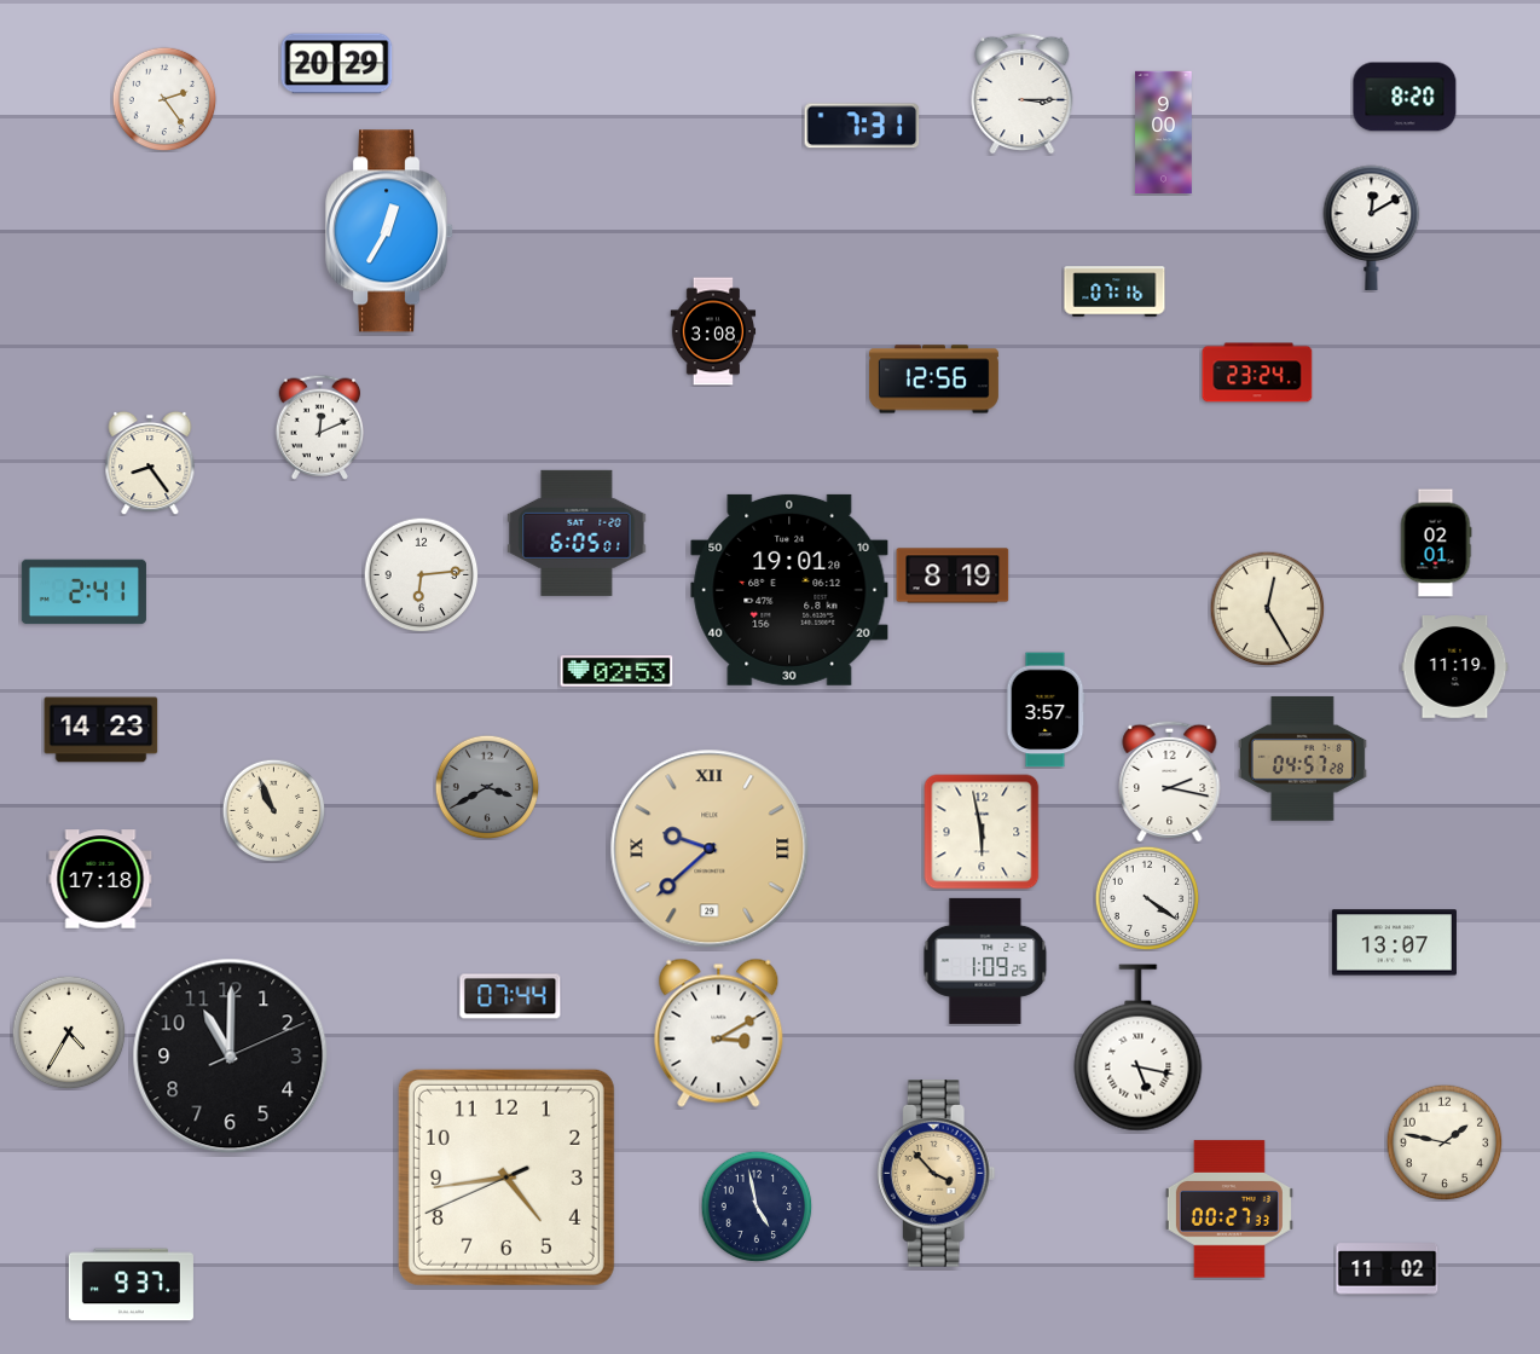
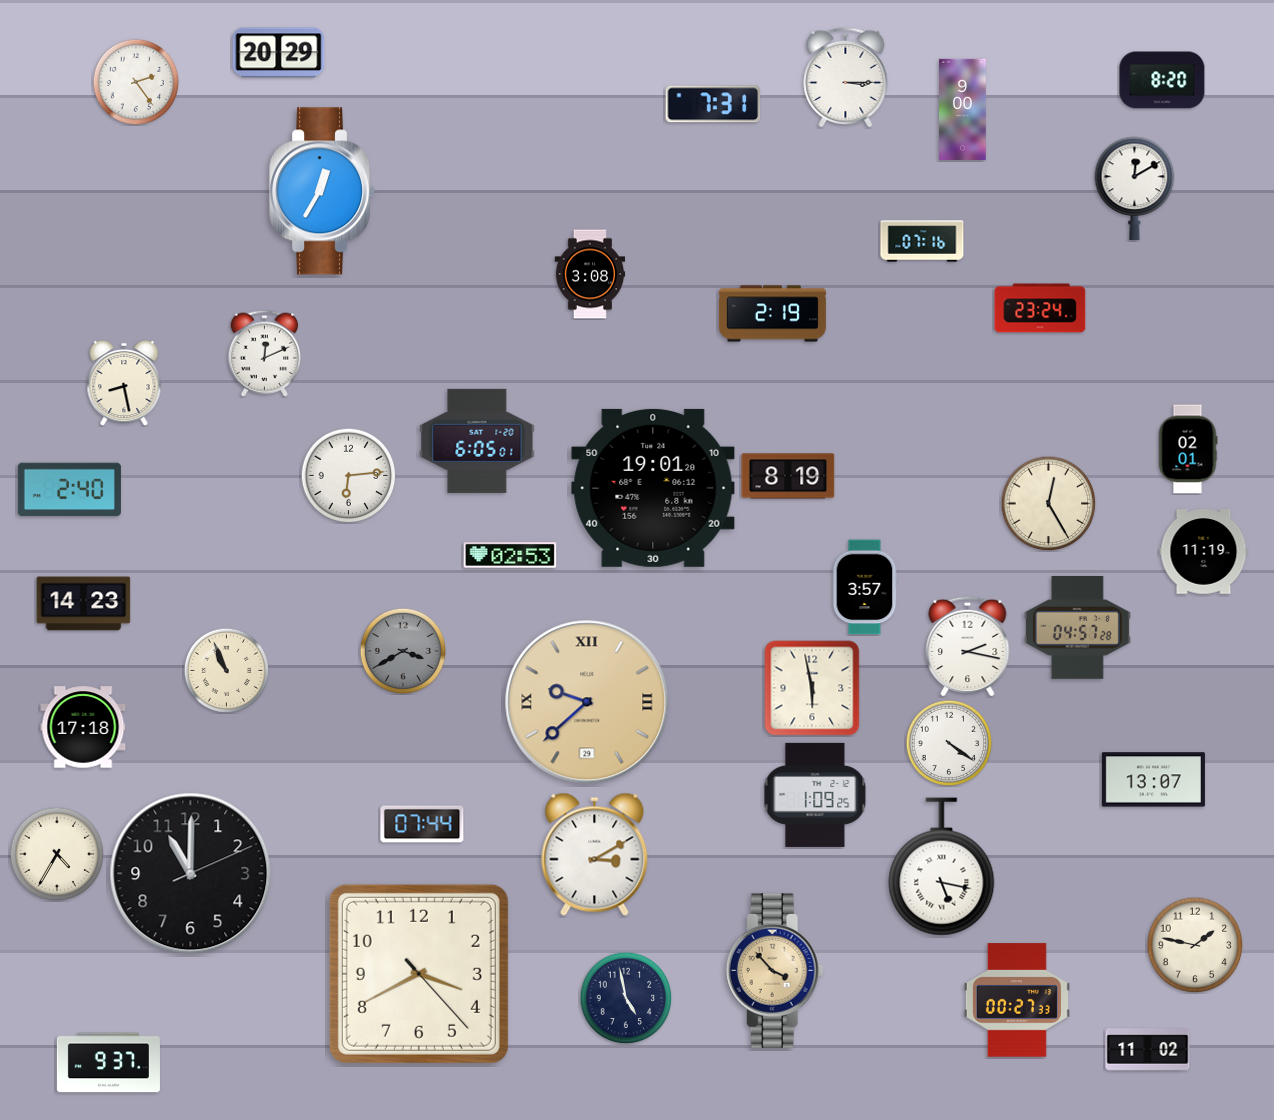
clock at (933, 380): 12:56 -> 2:19
clock at (150, 463): 8:24 -> 8:28
clock at (83, 592): 2:41 -> 2:40
clock at (506, 1177): 4:43 -> 3:40
